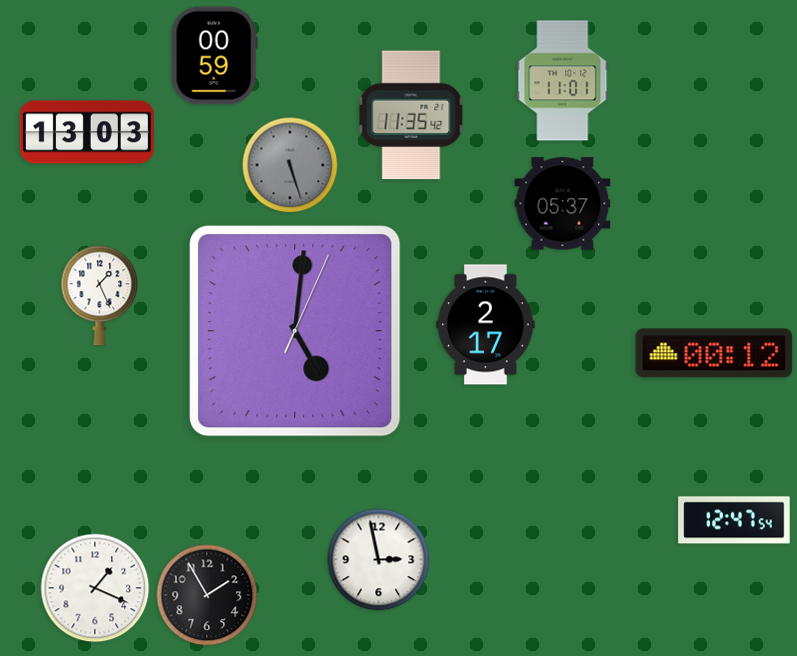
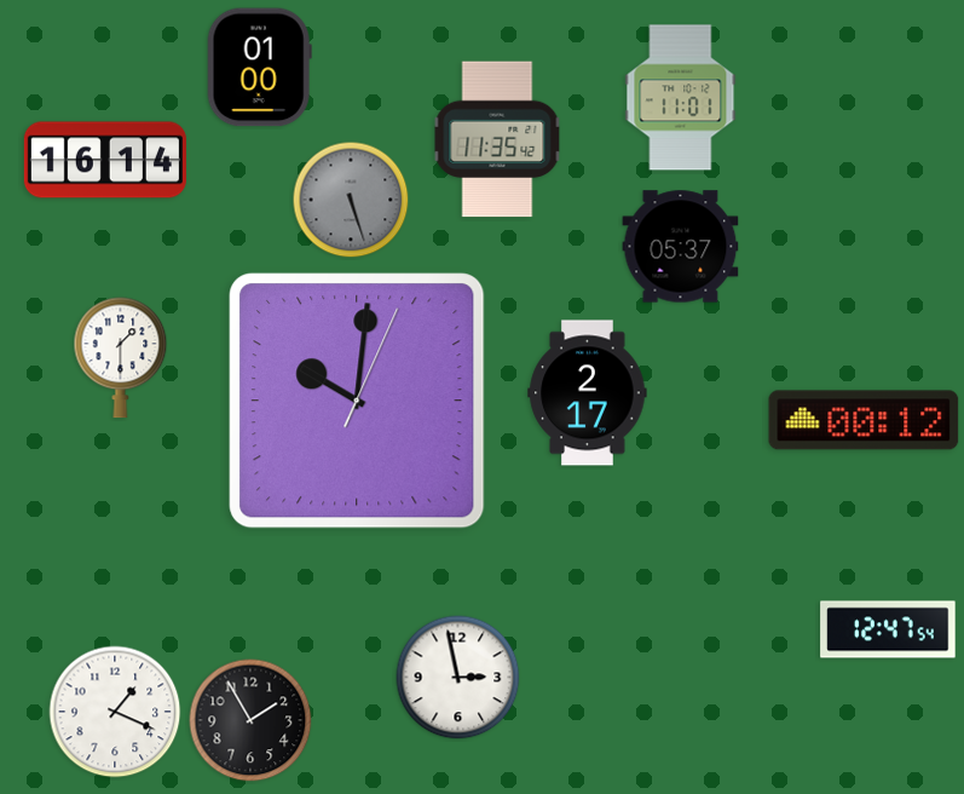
clock at (214, 56): 00:59 -> 01:00
clock at (87, 132): 13:03 -> 16:14
clock at (100, 296): 1:26 -> 1:30
clock at (295, 331): 5:01 -> 10:01
clock at (714, 353) position: (714, 353) -> (864, 420)
